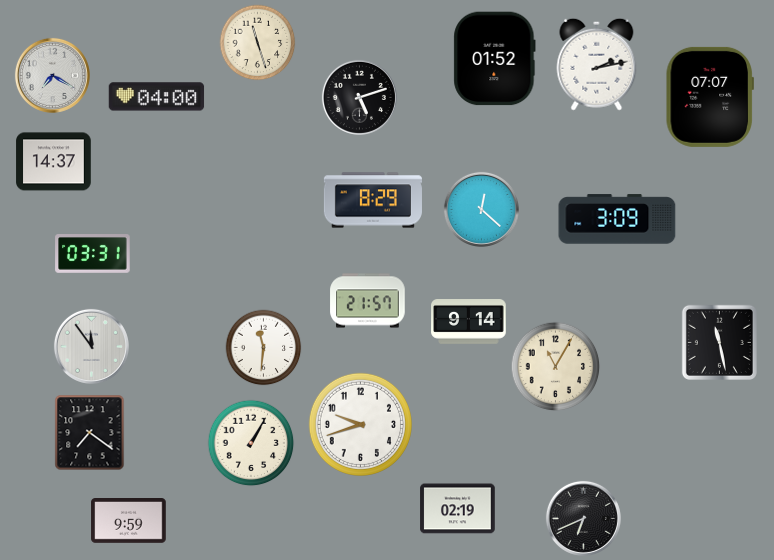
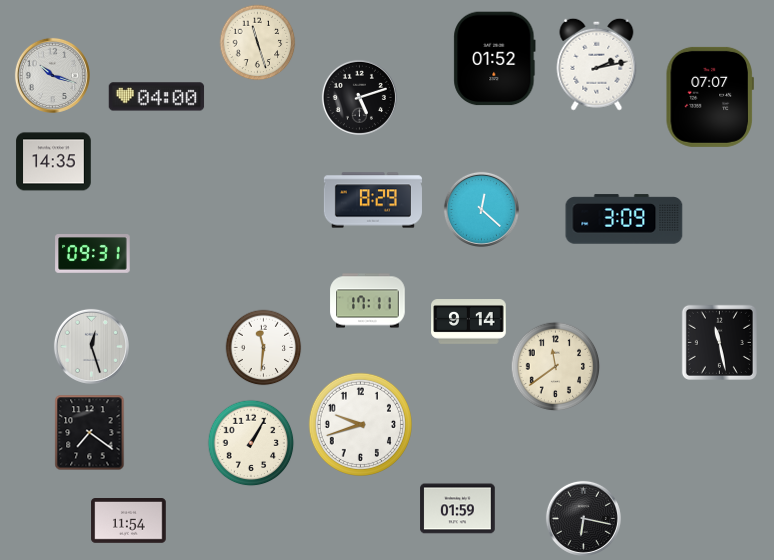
clock at (52, 75): 7:20 -> 10:18
clock at (54, 162): 14:37 -> 14:35
clock at (617, 219) position: (617, 219) -> (624, 219)
clock at (93, 254): 03:31 -> 09:31
clock at (368, 301): 21:57 -> 17:11
clock at (91, 346): 11:54 -> 12:27
clock at (556, 367): 11:05 -> 11:39
clock at (458, 509): 02:19 -> 01:59
clock at (583, 518): 6:41 -> 6:17
clock at (129, 521): 9:59 -> 11:54
